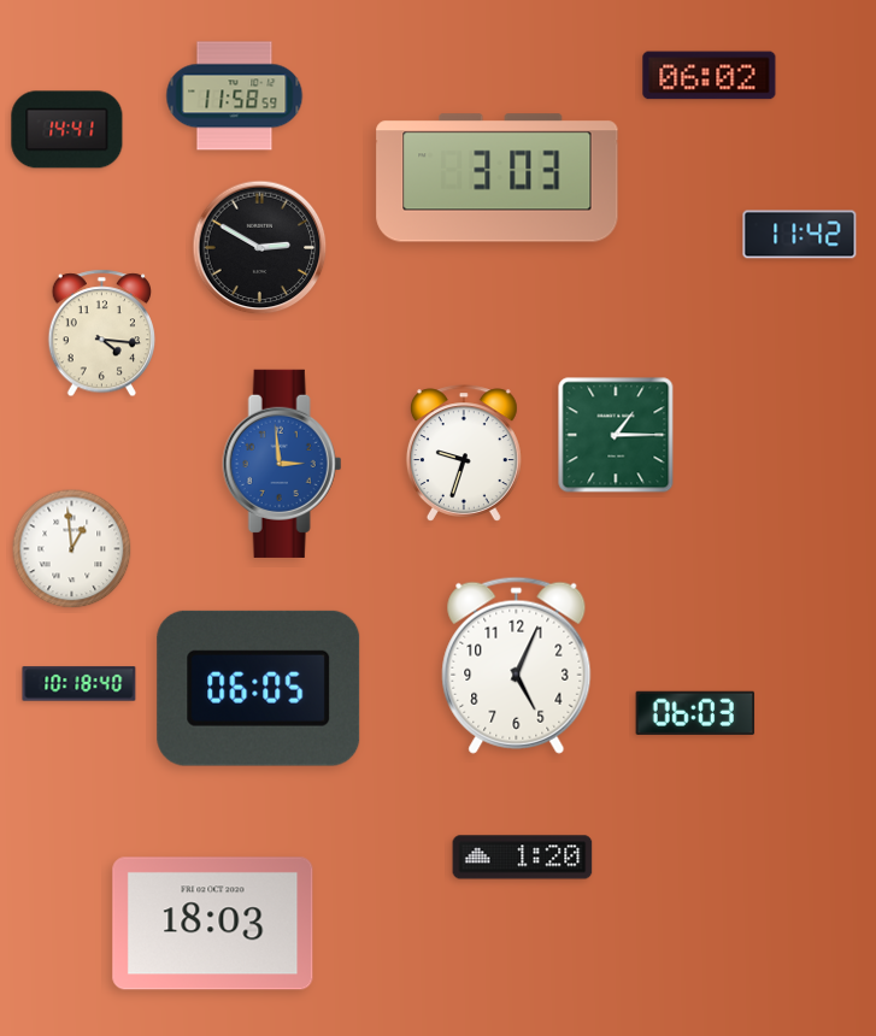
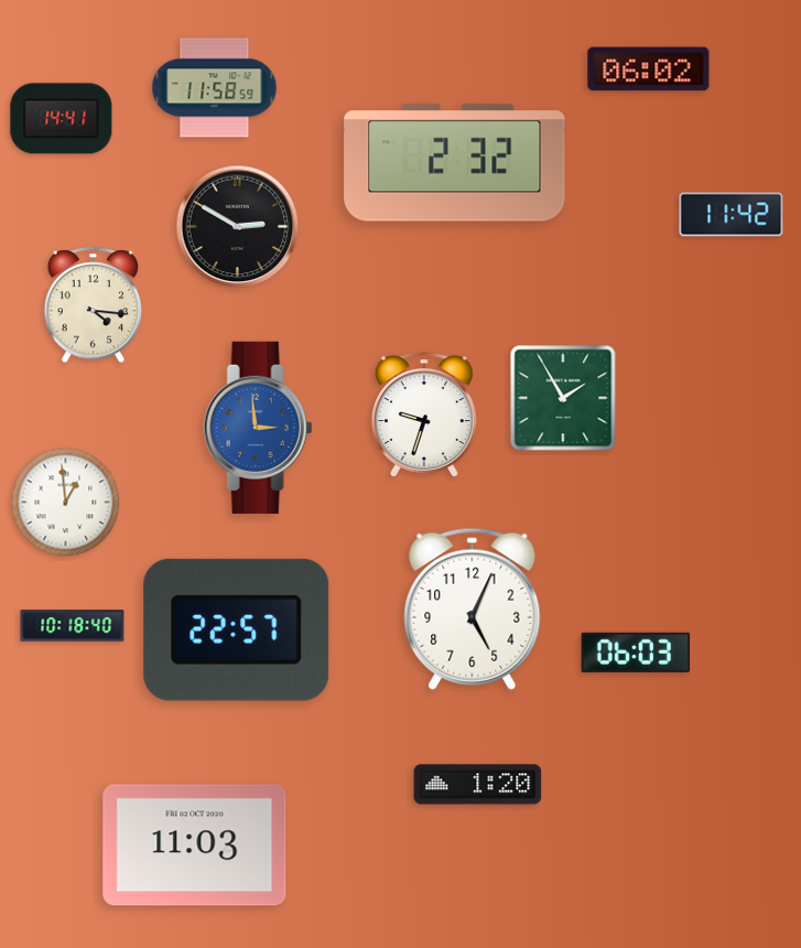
clock at (498, 178): 3:03 -> 2:32
clock at (616, 435): 1:15 -> 1:55
clock at (282, 464) position: (282, 464) -> (258, 428)
clock at (259, 688): 06:05 -> 22:57
clock at (213, 924): 18:03 -> 11:03
